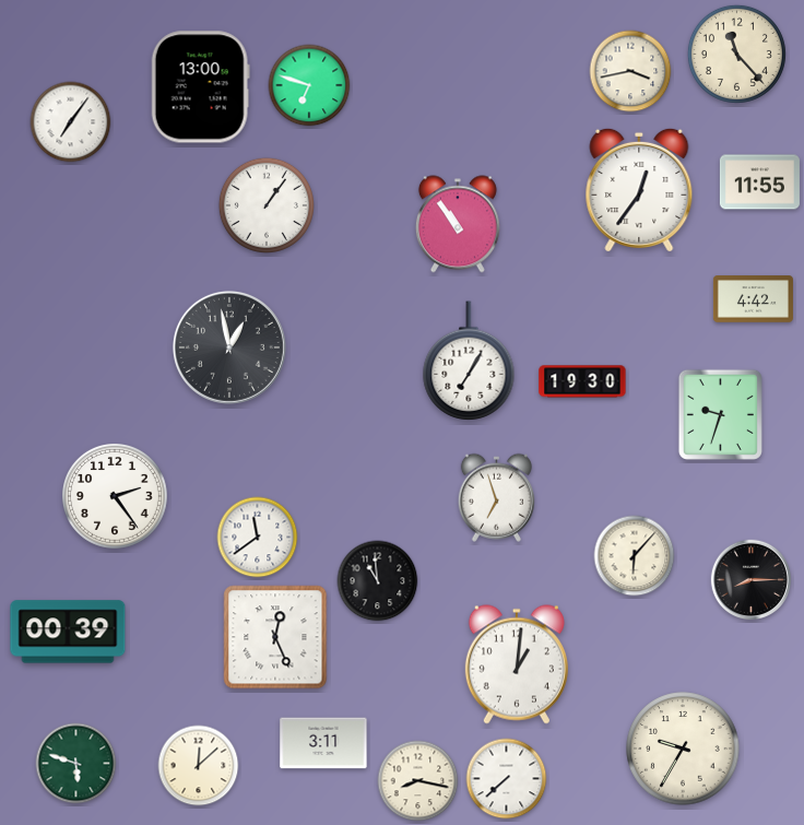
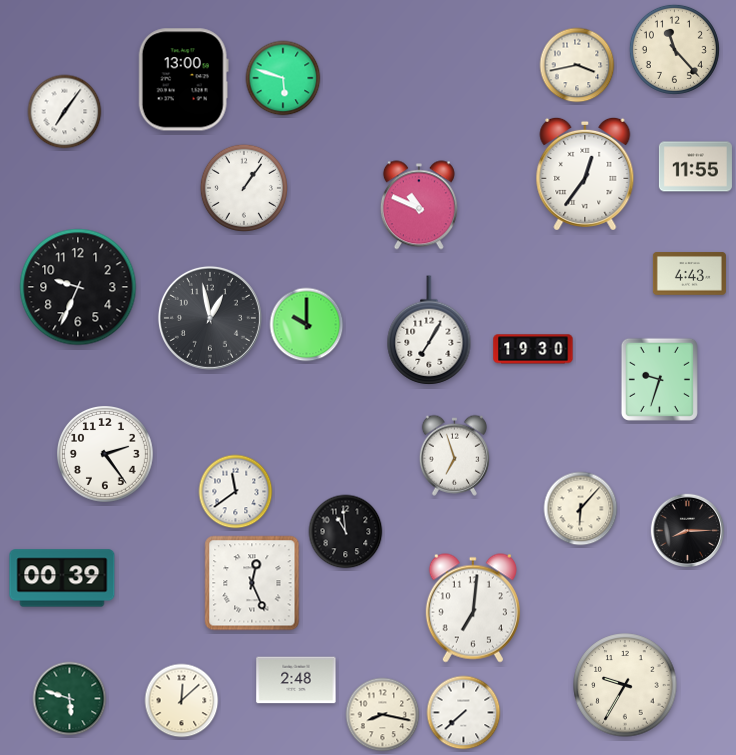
clock at (309, 85): 6:48 -> 5:48
clock at (458, 224): 10:54 -> 10:49
clock at (753, 299): 4:42 -> 4:43
clock at (78, 287): none -> 9:34
clock at (307, 325): none -> 10:00
clock at (517, 664): 1:01 -> 7:01
clock at (323, 743): 3:11 -> 2:48
